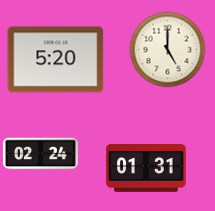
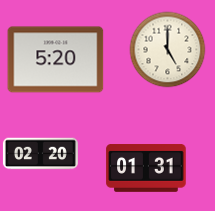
clock at (40, 154): 02:24 -> 02:20
